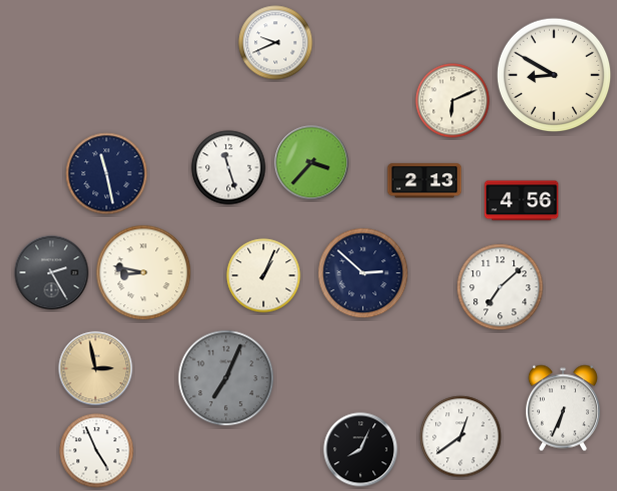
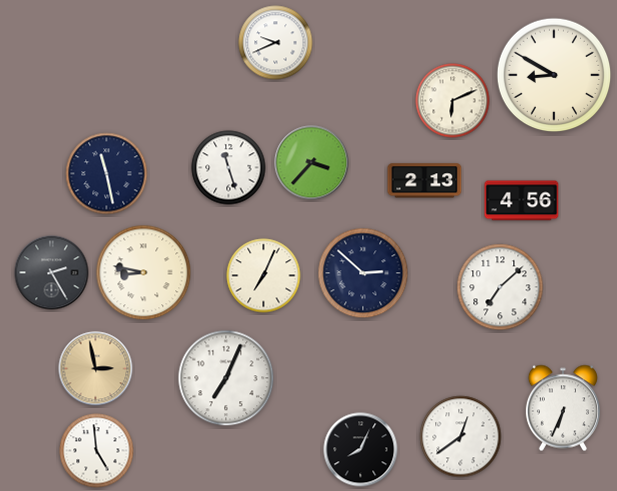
clock at (264, 276): 1:04 -> 7:04
clock at (226, 378) dial: grey -> white
clock at (97, 451): 4:56 -> 4:59
